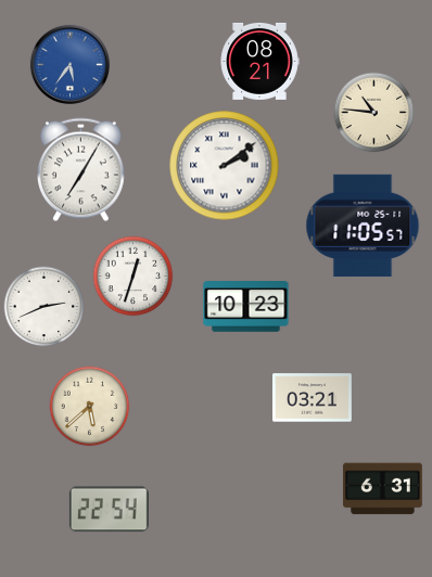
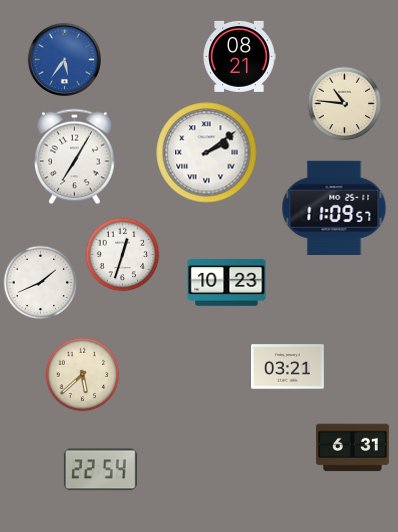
clock at (363, 226): 11:05 -> 11:09
clock at (45, 307): 2:41 -> 1:41
clock at (383, 489) position: (383, 489) -> (353, 448)
